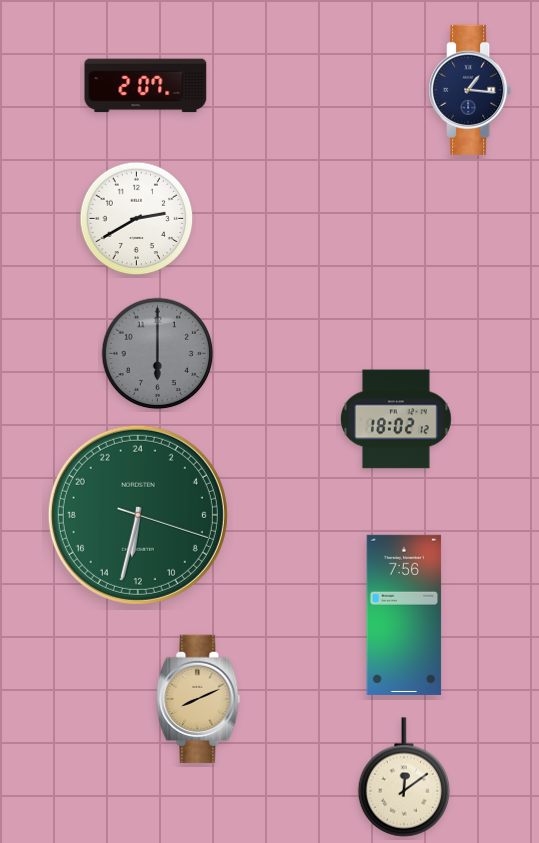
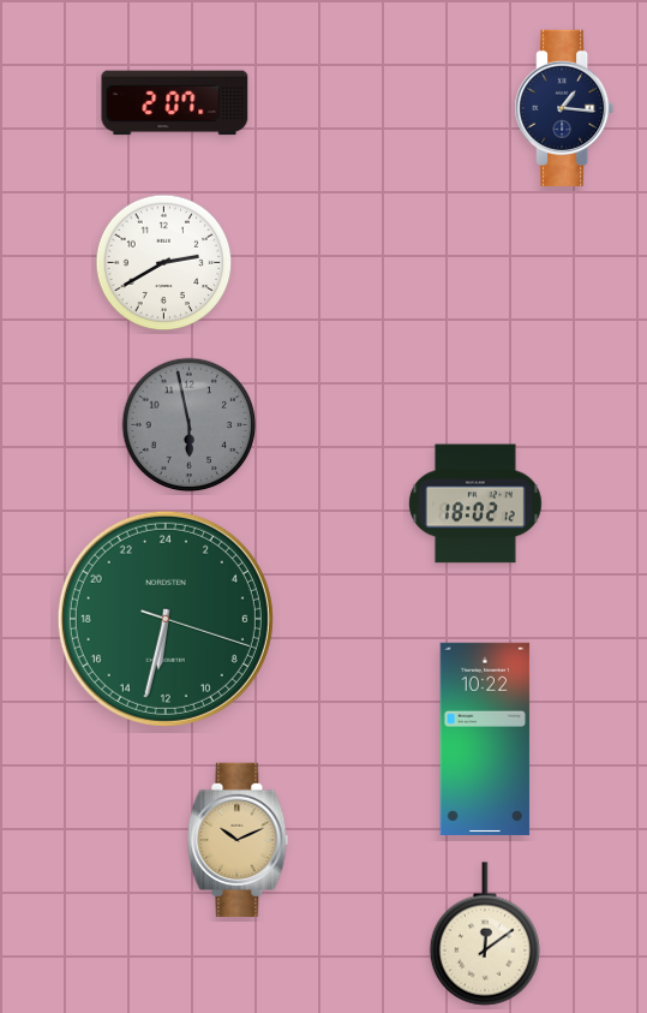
clock at (158, 354): 6:00 -> 5:58
clock at (404, 615): 7:56 -> 10:22
clock at (198, 699): 8:11 -> 10:11
